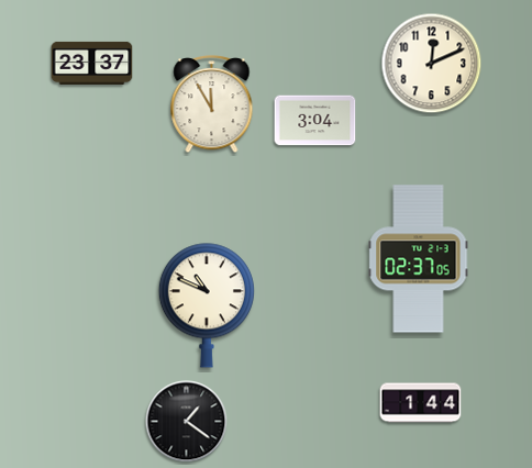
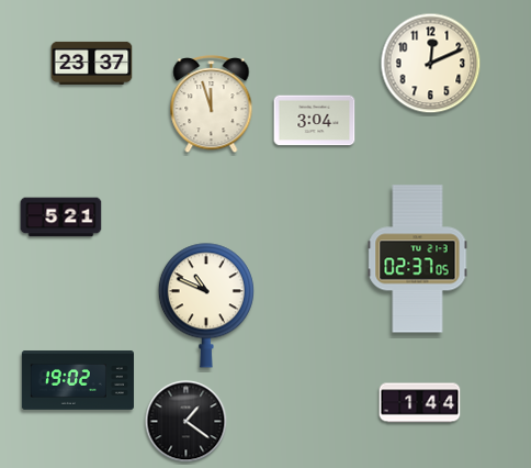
clock at (212, 104): 11:55 -> 11:57
clock at (61, 218): none -> 5:21
clock at (78, 380): none -> 19:02
